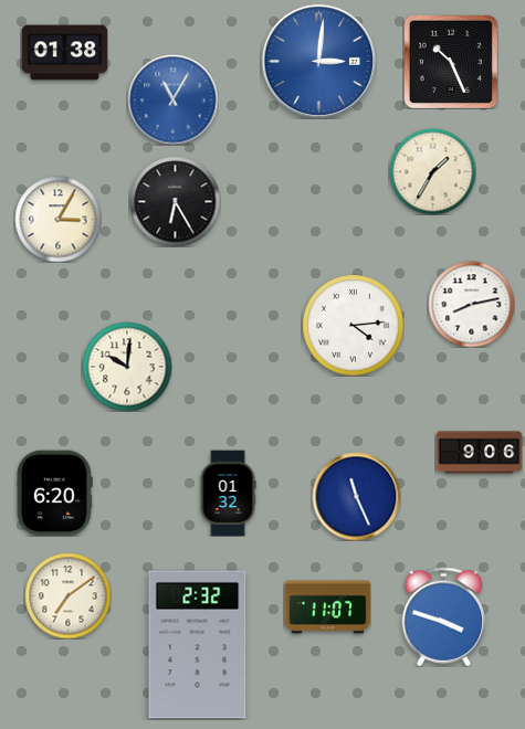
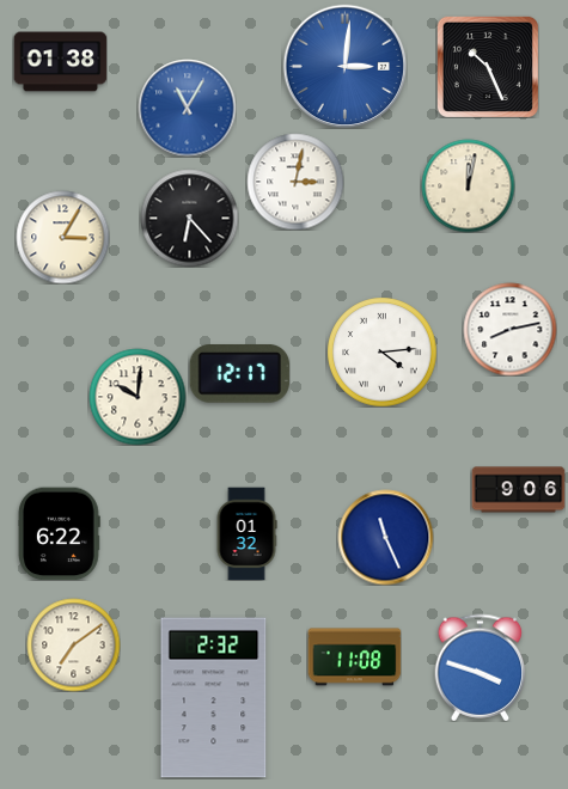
clock at (64, 53) position: (64, 53) -> (60, 62)
clock at (295, 182): none -> 3:02
clock at (432, 171): 1:35 -> 12:02
clock at (175, 201): 6:25 -> 6:23
clock at (239, 374): none -> 12:17
clock at (55, 493): 6:20 -> 6:22
clock at (327, 607): 11:07 -> 11:08
